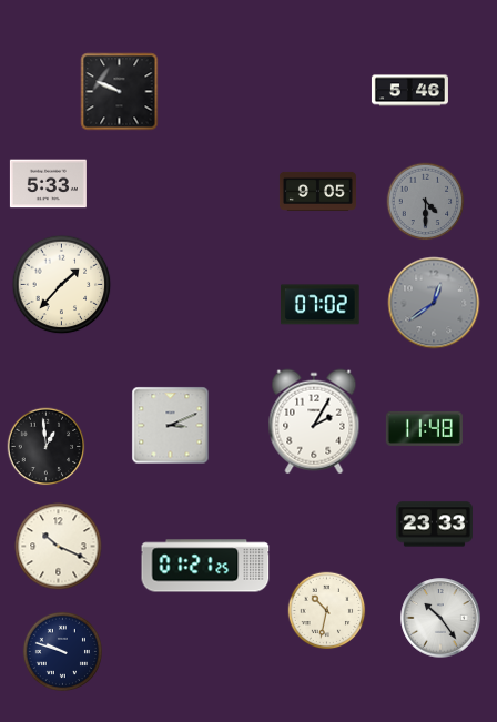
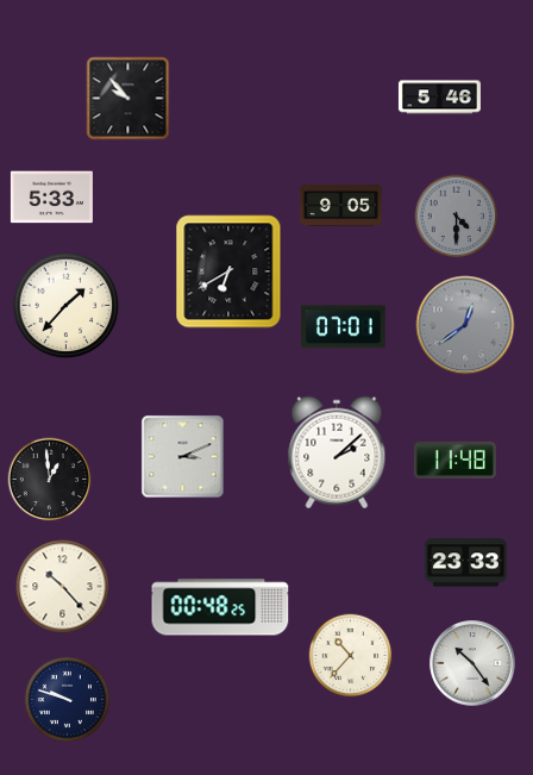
clock at (120, 92): 9:49 -> 9:53
clock at (228, 271): none -> 6:40
clock at (321, 305): 07:02 -> 07:01
clock at (314, 421): 2:05 -> 2:08
clock at (59, 547): 10:19 -> 10:23
clock at (205, 566): 01:21 -> 00:48
clock at (327, 611): 10:32 -> 10:37
